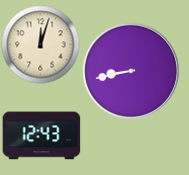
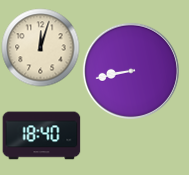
clock at (40, 44) position: (40, 44) -> (40, 47)
clock at (41, 136): 12:43 -> 18:40
